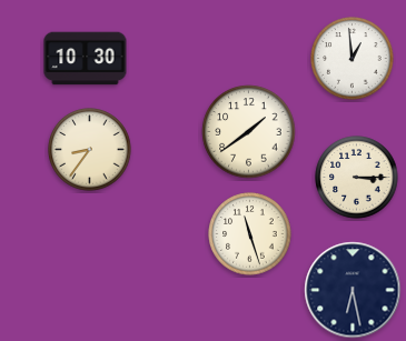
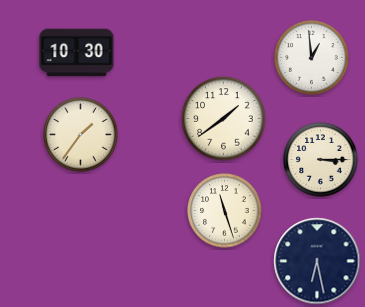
clock at (353, 59) position: (353, 59) -> (312, 58)
clock at (90, 150): 8:36 -> 1:36
